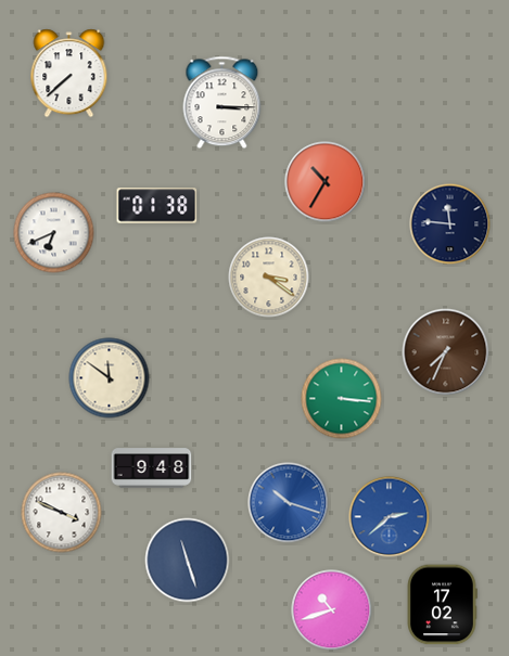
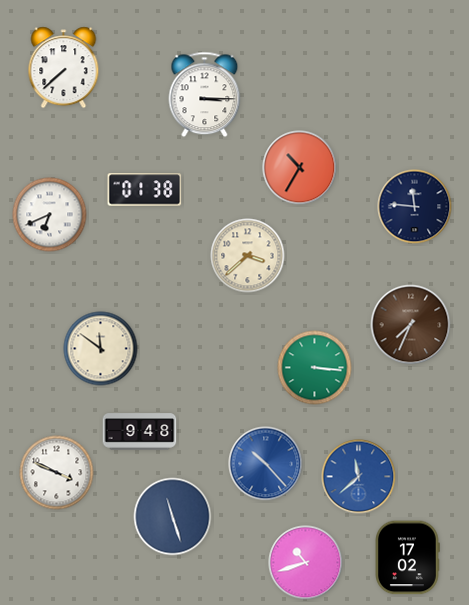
clock at (269, 278): 3:21 -> 3:38
clock at (289, 503): 10:18 -> 10:23
clock at (390, 517): 2:38 -> 11:38
